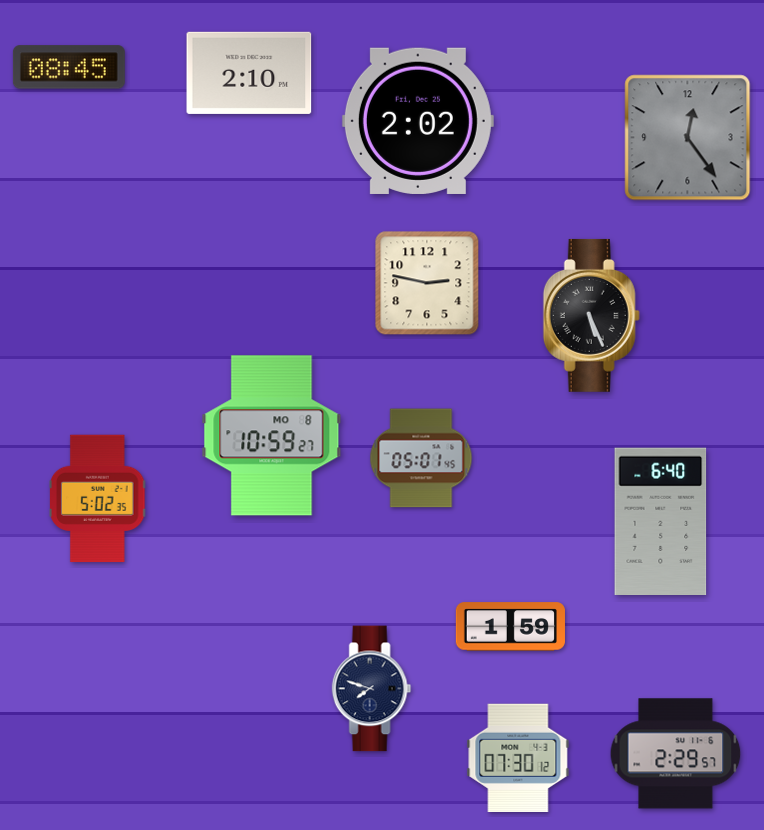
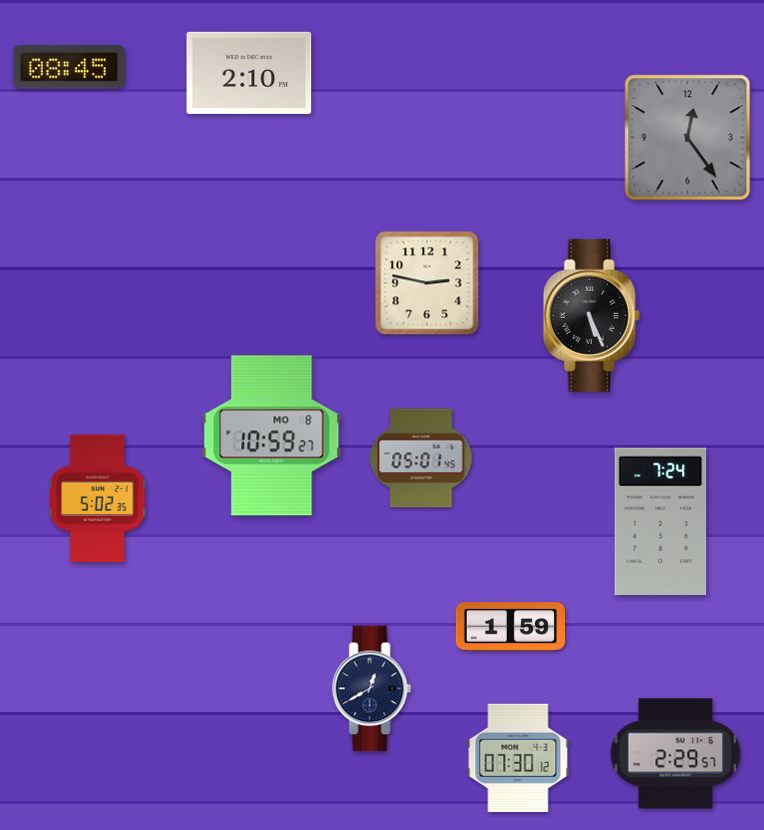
clock at (418, 121): 2:02 -> none
clock at (661, 521): 6:40 -> 7:24
clock at (372, 689): 7:48 -> 12:40
